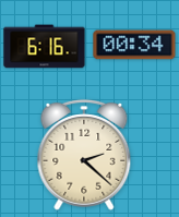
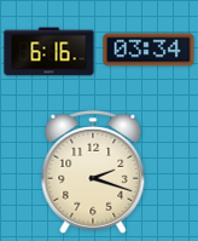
clock at (134, 45): 00:34 -> 03:34
clock at (84, 155): 2:22 -> 2:18
